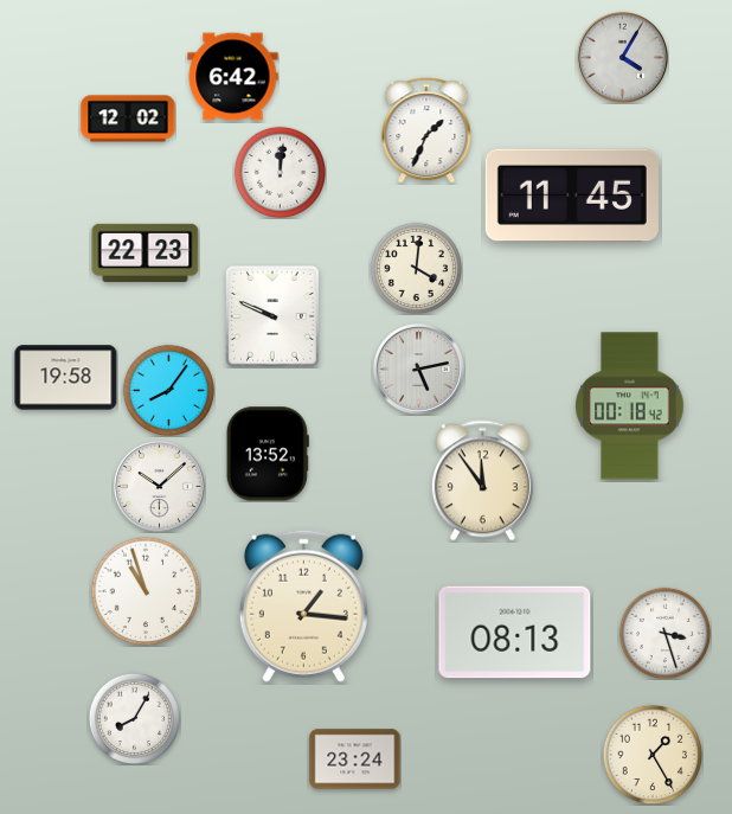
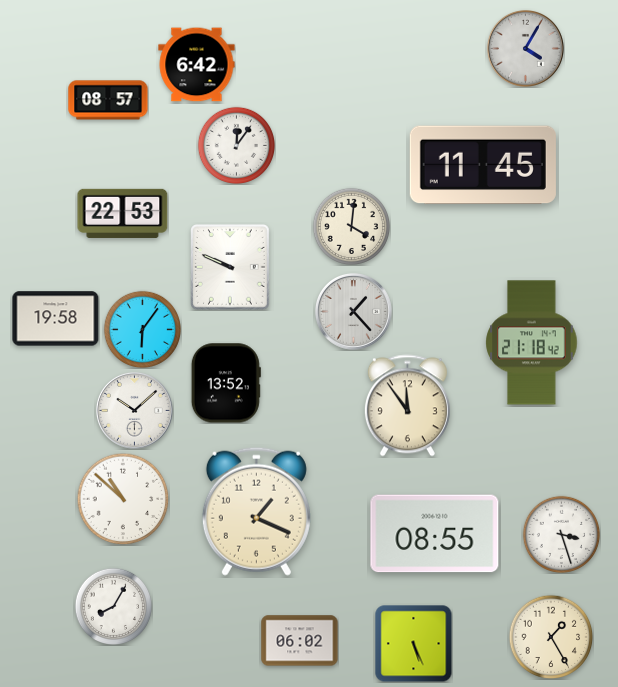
clock at (128, 118): 12:02 -> 08:57
clock at (426, 130): 1:34 -> none
clock at (280, 172): 12:01 -> 12:06
clock at (146, 252): 22:23 -> 22:53
clock at (418, 368): 5:13 -> 1:23
clock at (168, 390): 8:06 -> 6:06
clock at (630, 406): 00:18 -> 21:18
clock at (146, 591): 10:57 -> 10:52
clock at (303, 605): 1:16 -> 1:19
clock at (515, 633): 08:13 -> 08:55
clock at (355, 759): 23:24 -> 06:02
clock at (413, 643): none -> 5:26
